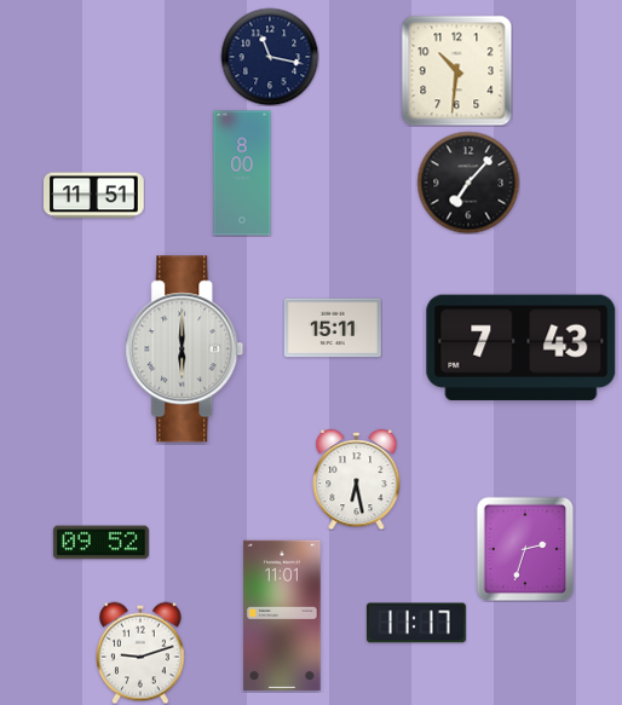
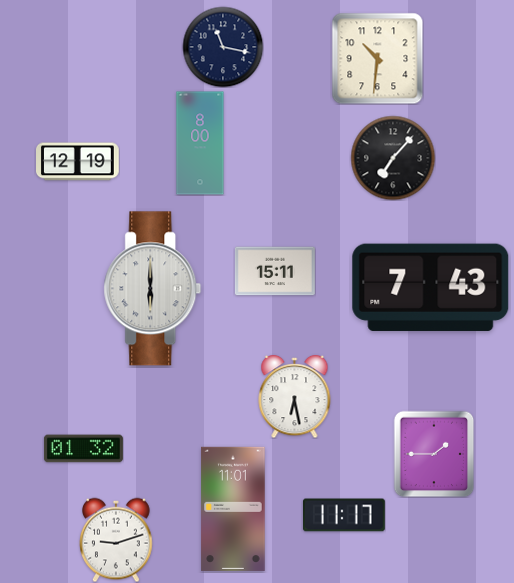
clock at (468, 183) position: (468, 183) -> (393, 158)
clock at (94, 196): 11:51 -> 12:19
clock at (100, 543): 09:52 -> 01:32
clock at (525, 549): 2:33 -> 1:45
